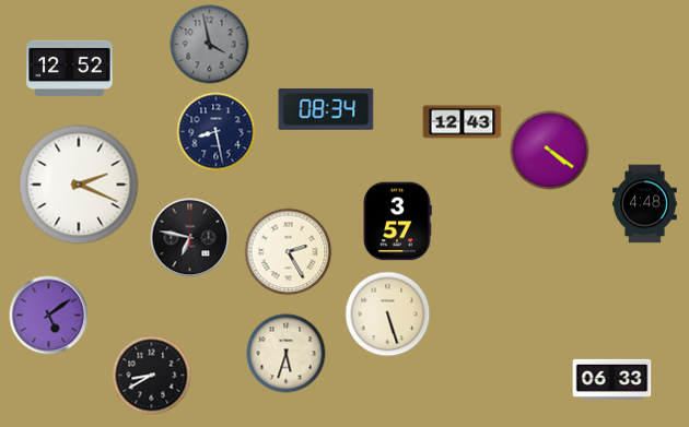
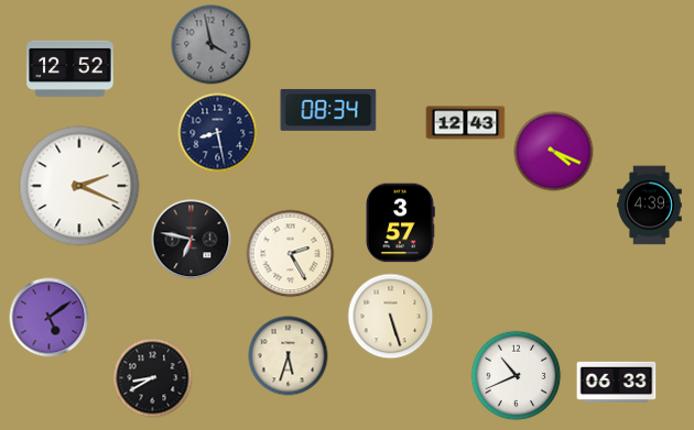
clock at (550, 151): 4:21 -> 4:19
clock at (645, 204): 4:48 -> 4:39
clock at (517, 376): none -> 10:41
